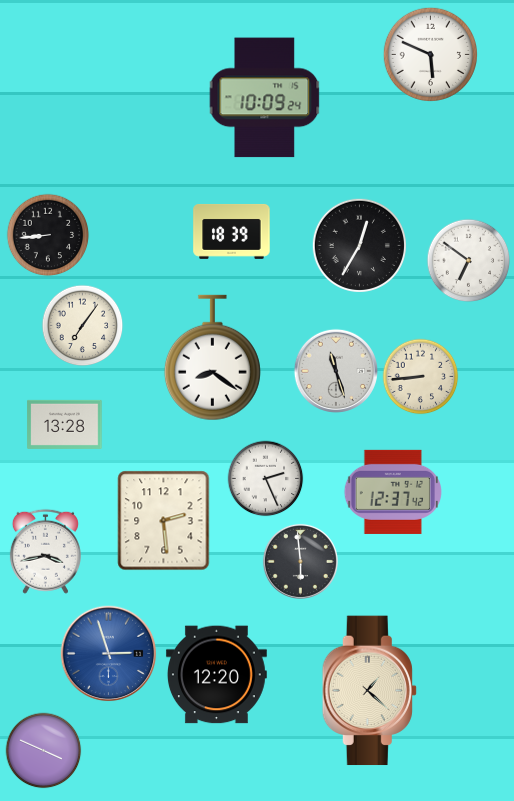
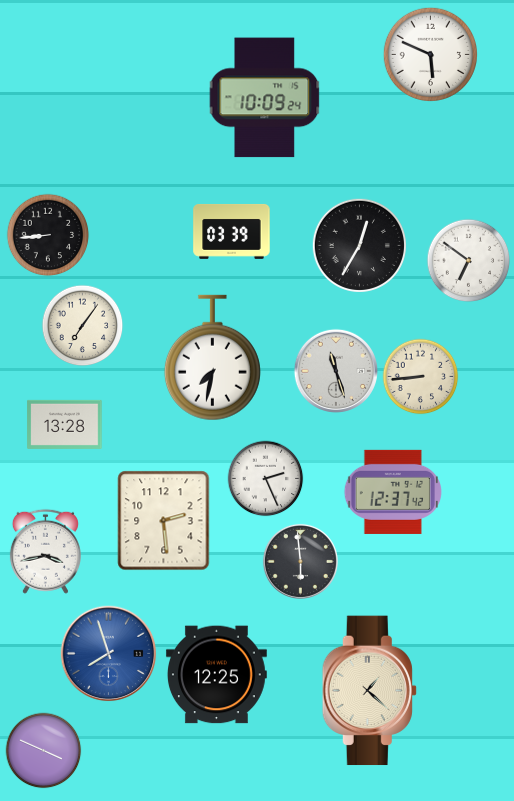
clock at (232, 232): 18:39 -> 03:39
clock at (212, 358): 8:21 -> 7:32
clock at (109, 654): 2:57 -> 7:57
clock at (217, 675): 12:20 -> 12:25
